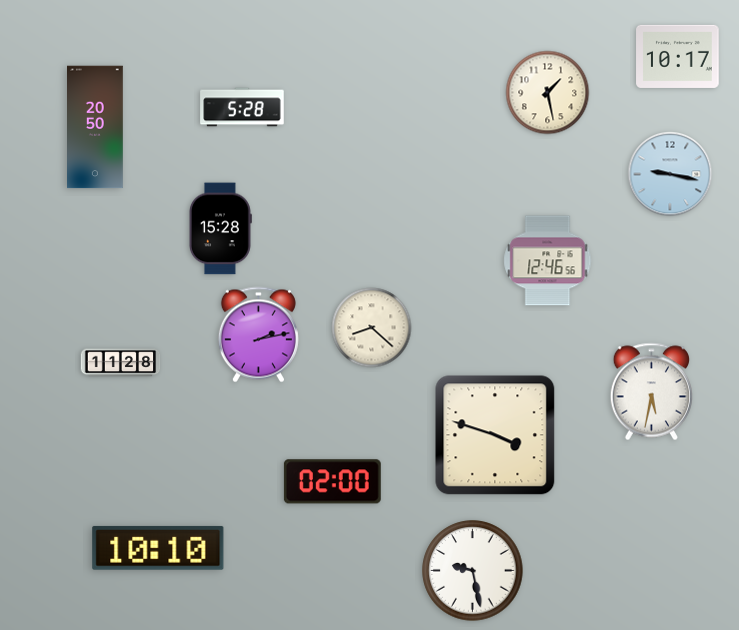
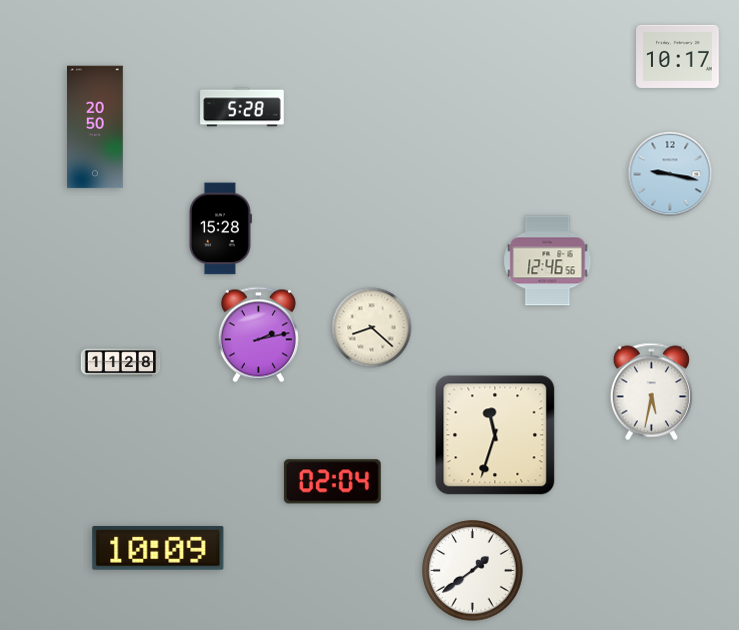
clock at (548, 93): 1:28 -> none
clock at (495, 435): 3:48 -> 11:33
clock at (332, 482): 02:00 -> 02:04
clock at (158, 548): 10:10 -> 10:09
clock at (473, 571): 9:28 -> 1:39
